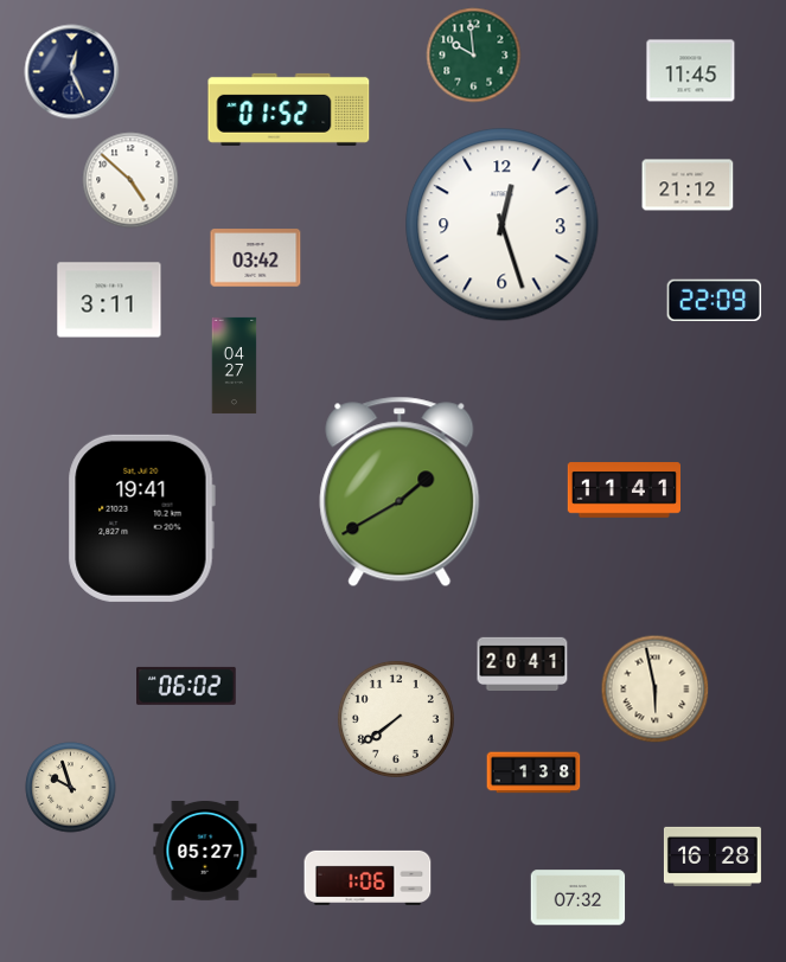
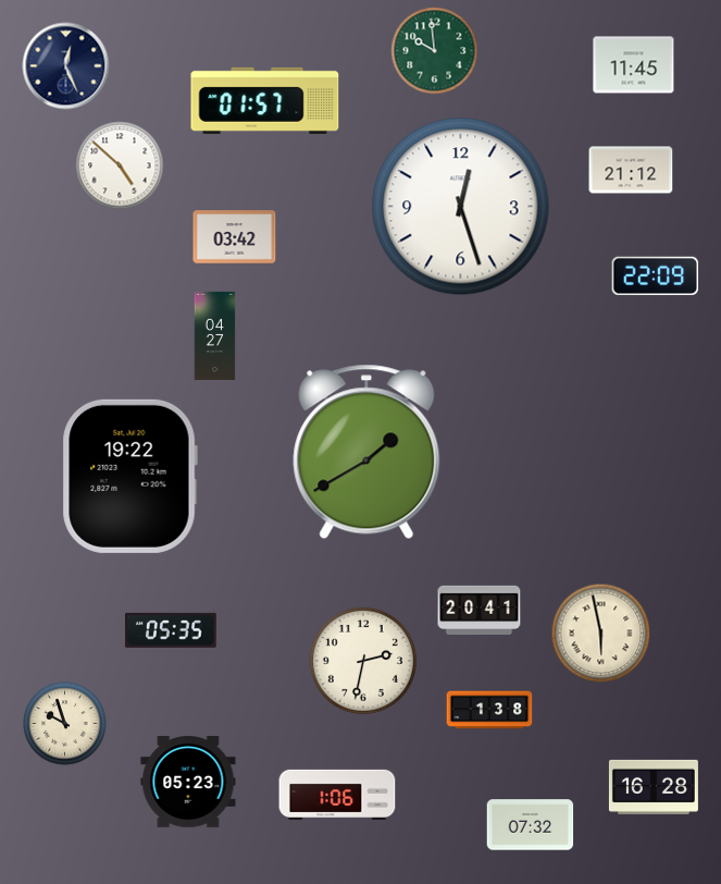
clock at (289, 109): 01:52 -> 01:57
clock at (109, 300): 3:11 -> none
clock at (625, 490): 11:41 -> none
clock at (141, 518): 19:41 -> 19:22
clock at (187, 686): 06:02 -> 05:35
clock at (396, 719): 7:39 -> 2:32
clock at (205, 851): 05:27 -> 05:23
clock at (368, 878) position: (368, 878) -> (337, 795)
